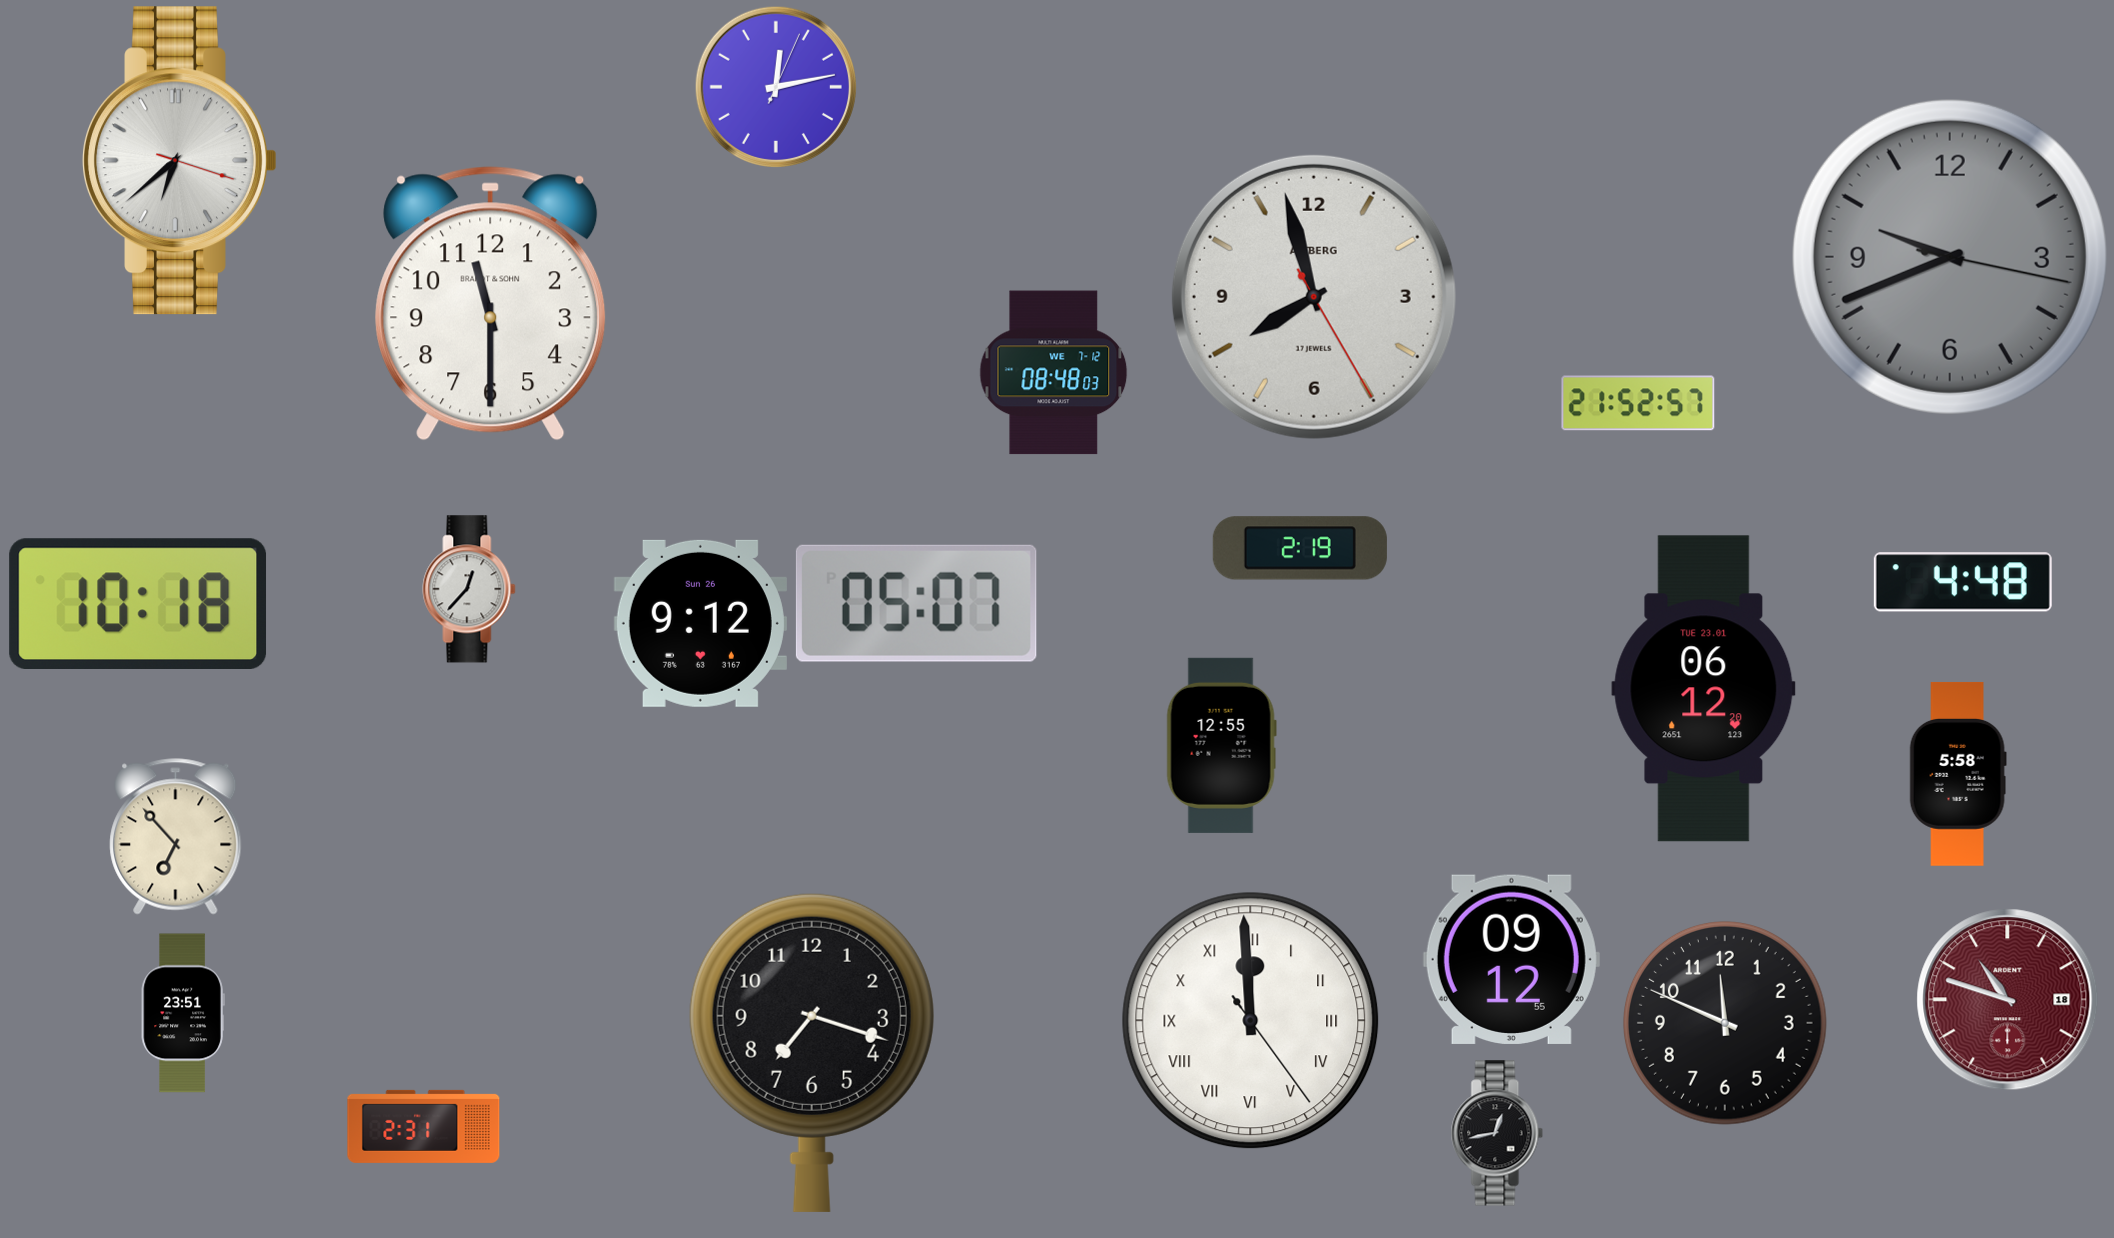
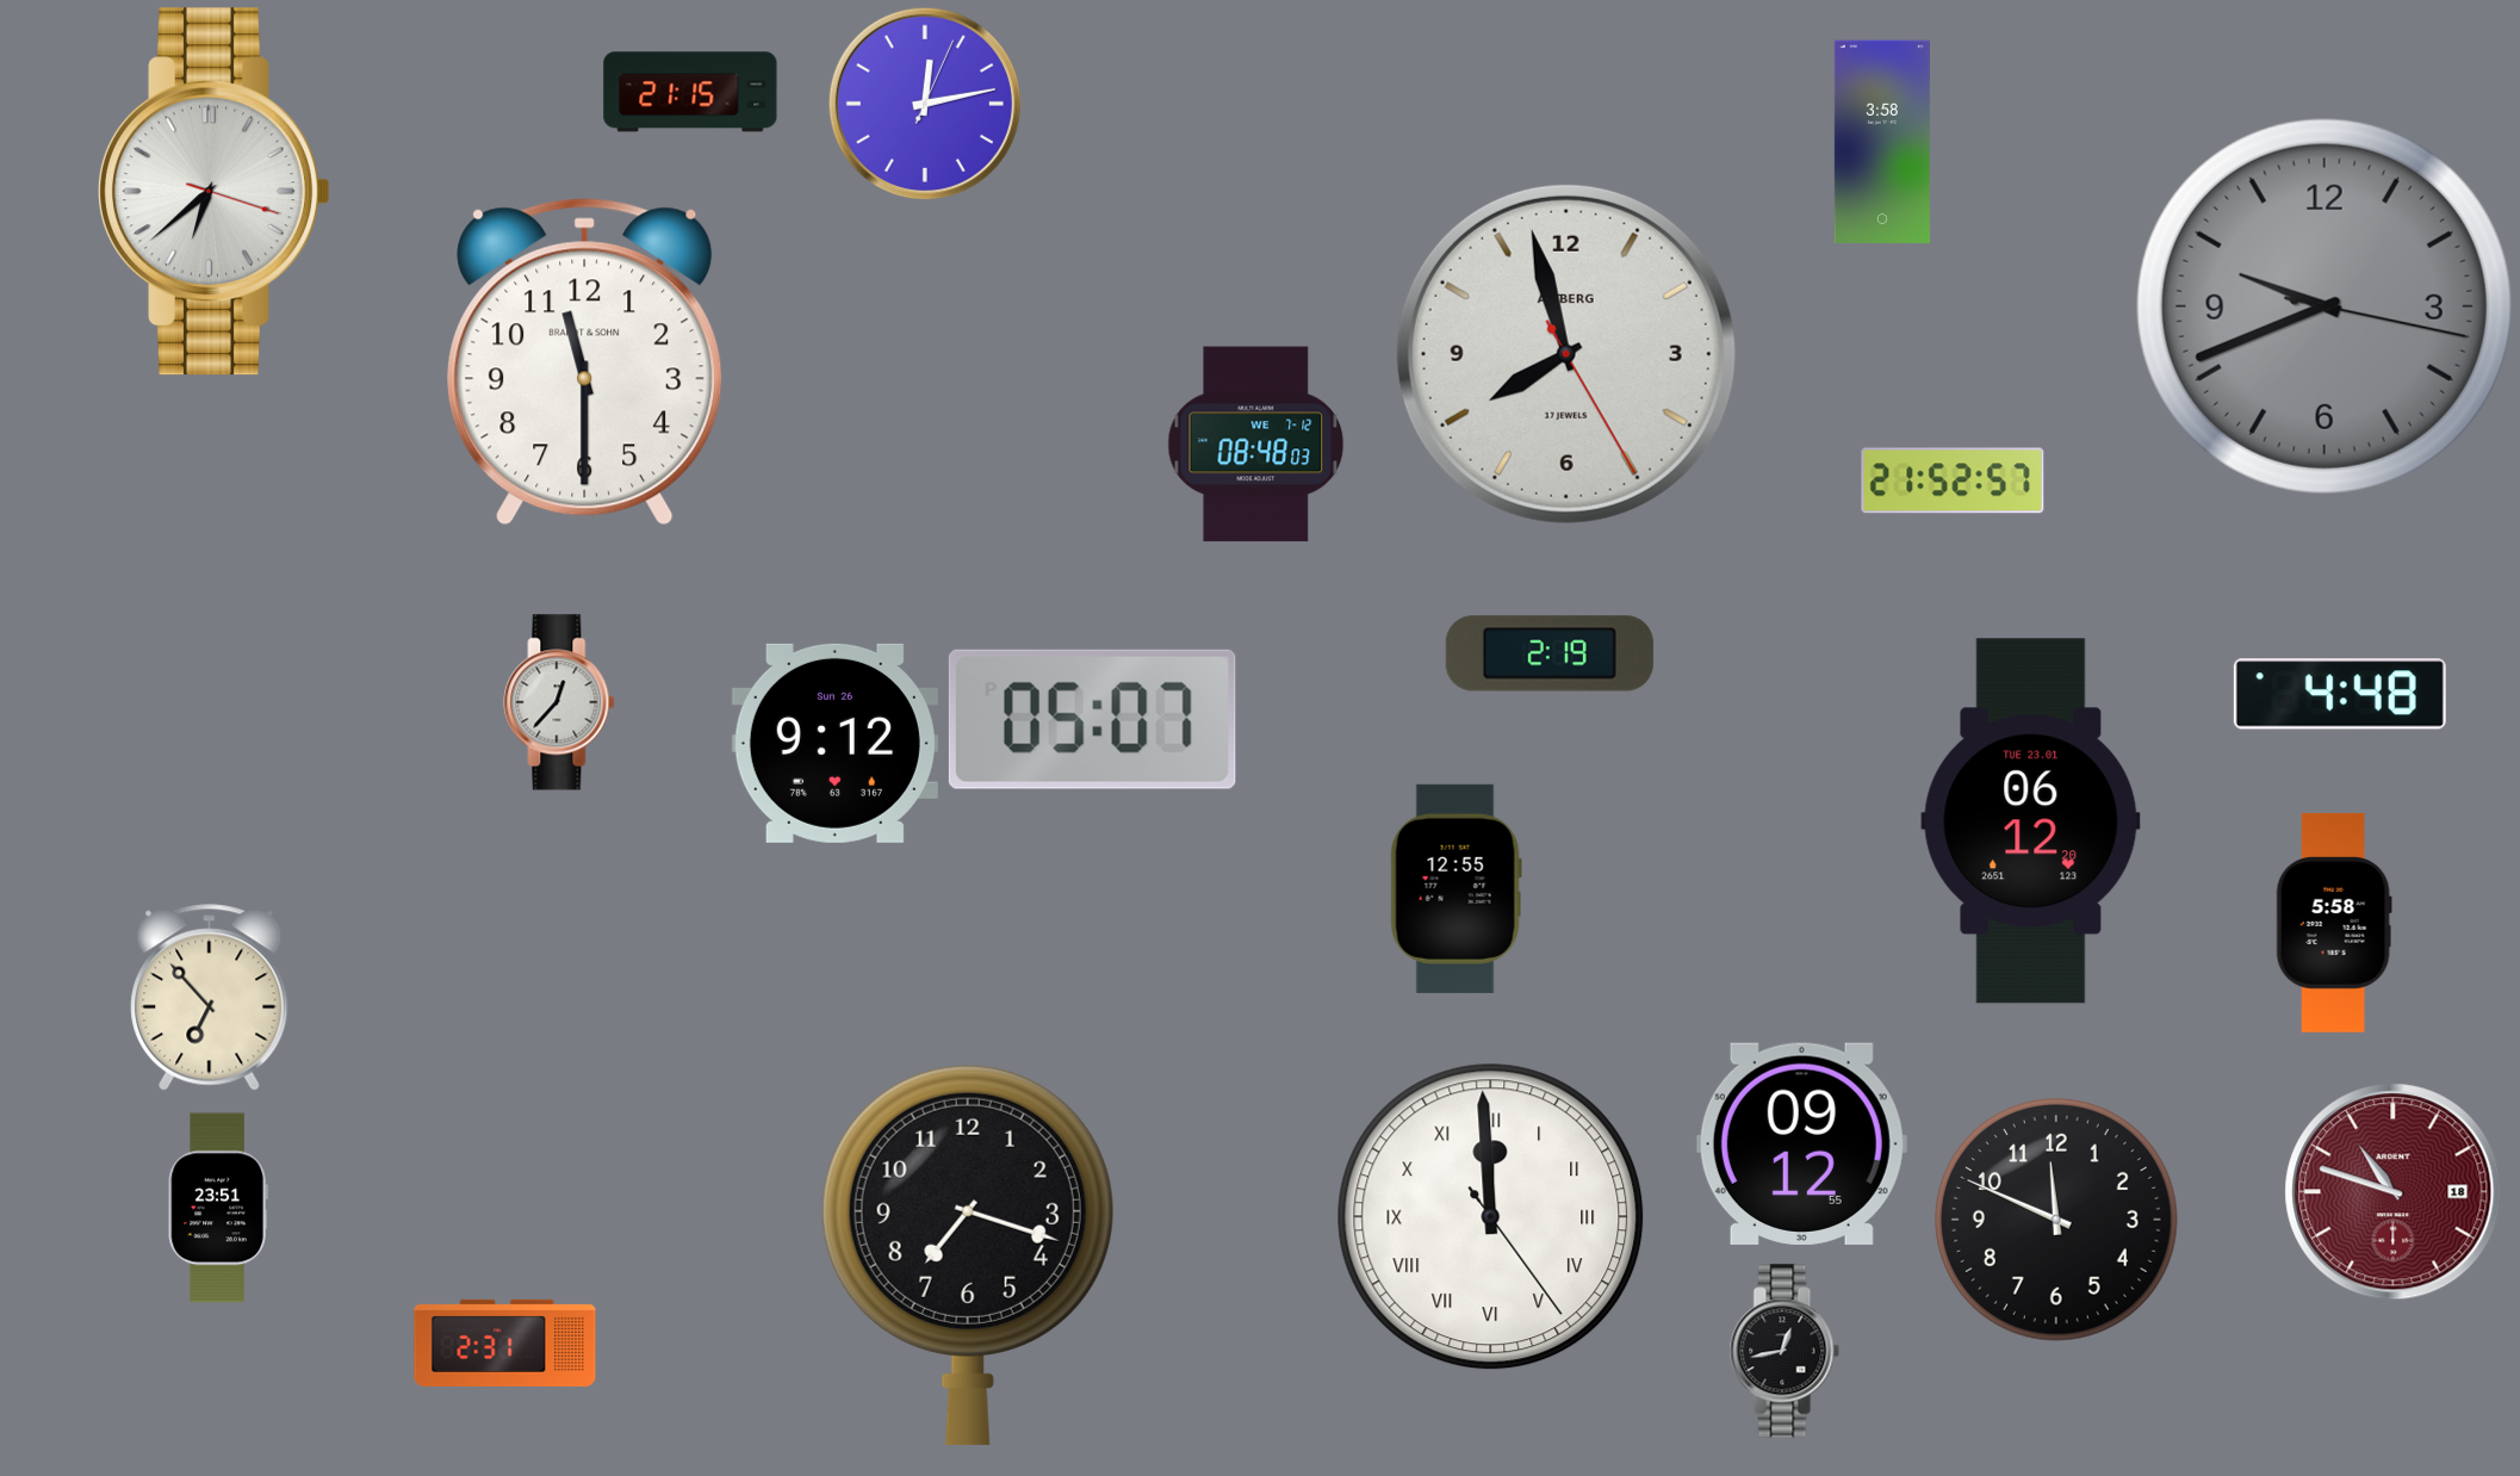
clock at (690, 92): none -> 21:15
clock at (1882, 141): none -> 3:58
clock at (138, 603): 10:18 -> none
